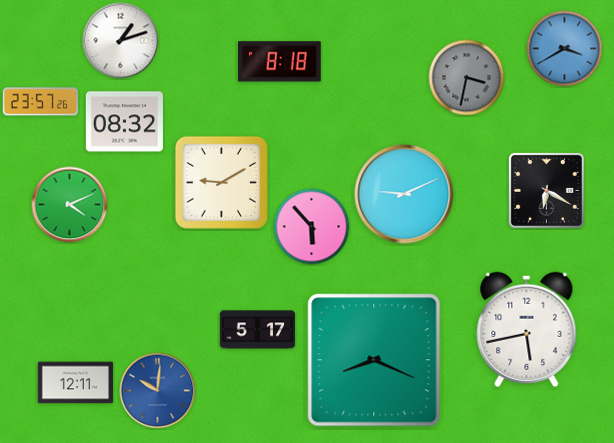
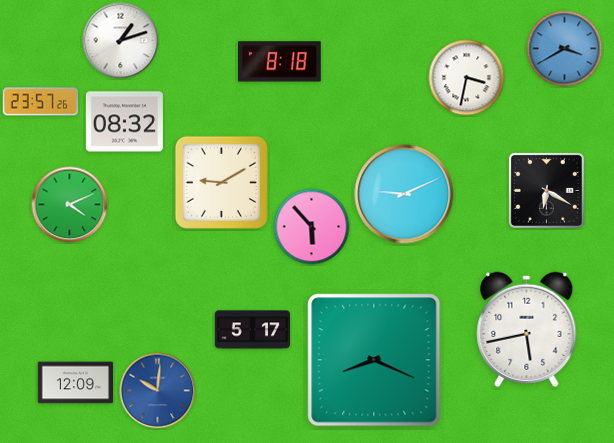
clock at (467, 78) dial: grey -> white
clock at (258, 330) position: (258, 330) -> (253, 330)
clock at (76, 383): 12:11 -> 12:09
